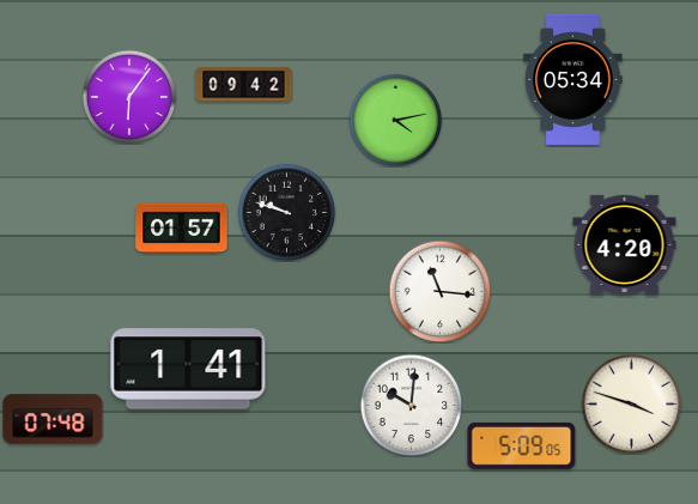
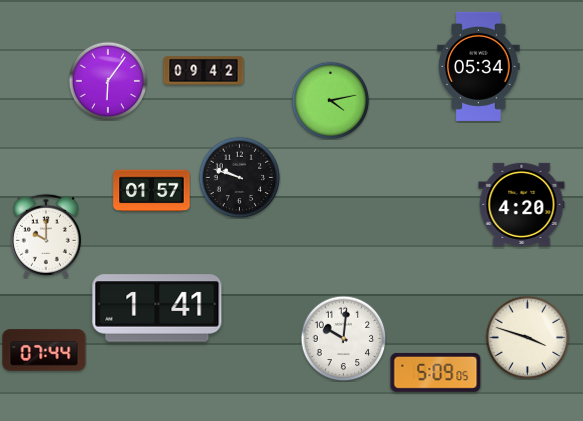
clock at (46, 236): none -> 10:00
clock at (439, 291): 11:16 -> none
clock at (53, 419): 07:48 -> 07:44
